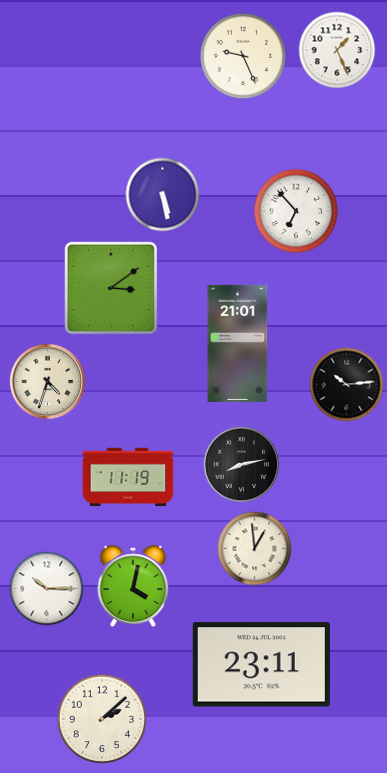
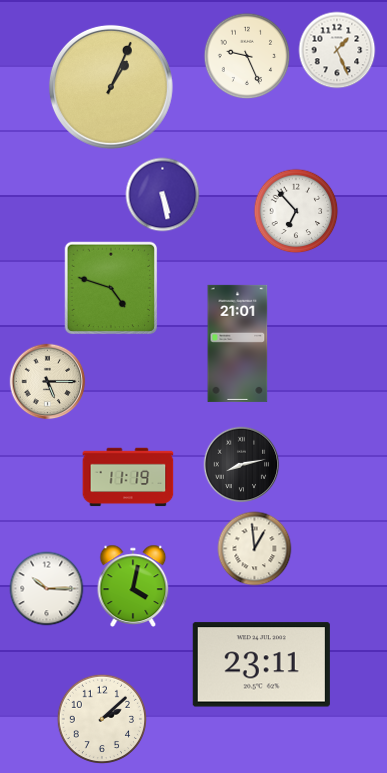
clock at (243, 56) position: (243, 56) -> (247, 56)
clock at (111, 87): none -> 1:04
clock at (111, 288): 3:09 -> 4:48
clock at (48, 382): 4:33 -> 5:15
clock at (347, 385): 10:14 -> none
